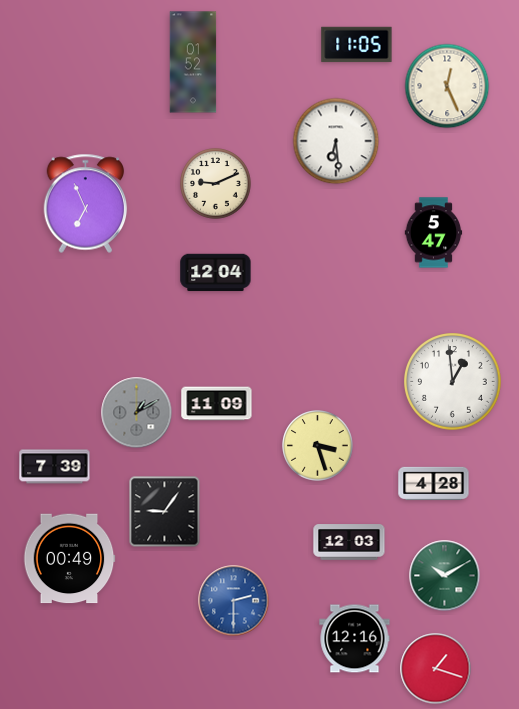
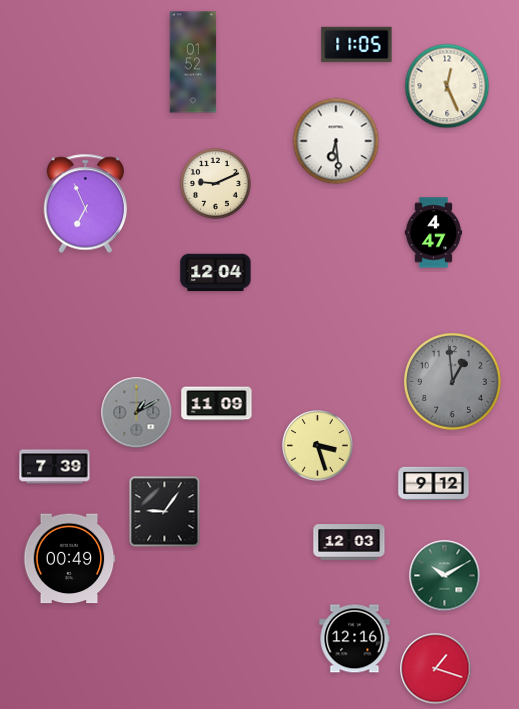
clock at (434, 233): 5:47 -> 4:47
clock at (453, 382) dial: white -> grey
clock at (434, 484): 4:28 -> 9:12
clock at (234, 601): 2:30 -> none
